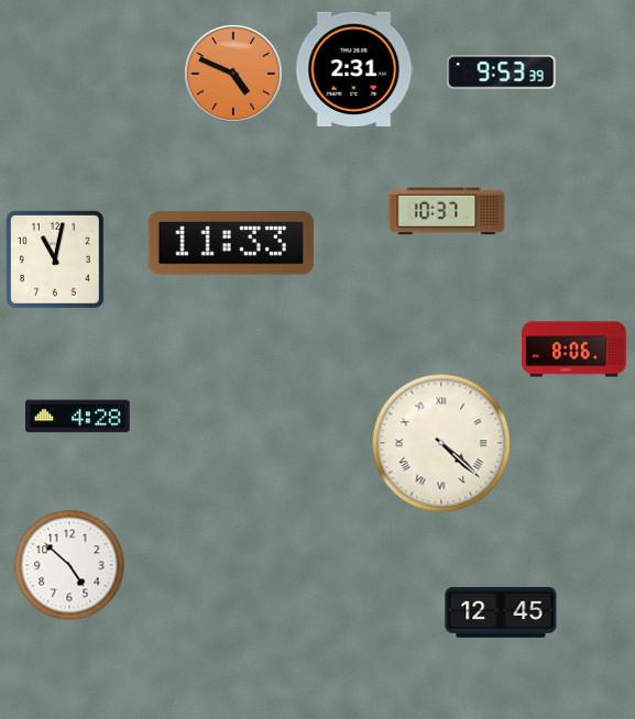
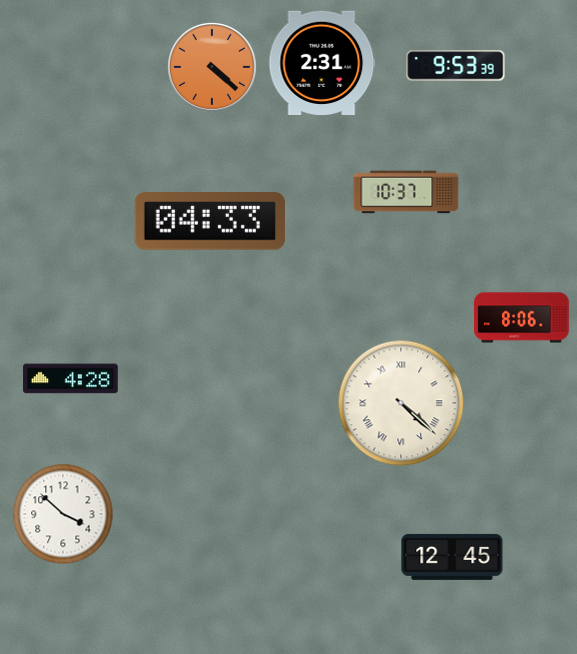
clock at (234, 75): 4:49 -> 4:22
clock at (231, 243): 11:33 -> 04:33
clock at (55, 259): 11:02 -> none
clock at (69, 565): 4:52 -> 3:52
clock at (501, 612) position: (501, 612) -> (452, 557)
